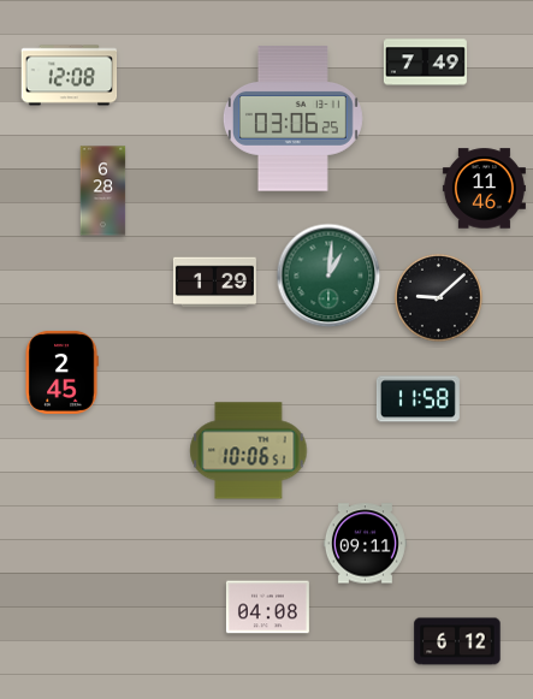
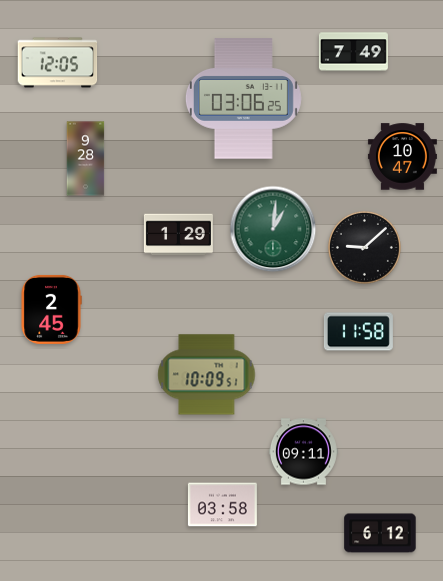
clock at (70, 76): 12:08 -> 12:05
clock at (484, 189): 11:46 -> 10:47
clock at (103, 191): 6:28 -> 9:28
clock at (417, 399) position: (417, 399) -> (358, 332)
clock at (249, 451): 10:06 -> 10:09
clock at (267, 608): 04:08 -> 03:58
